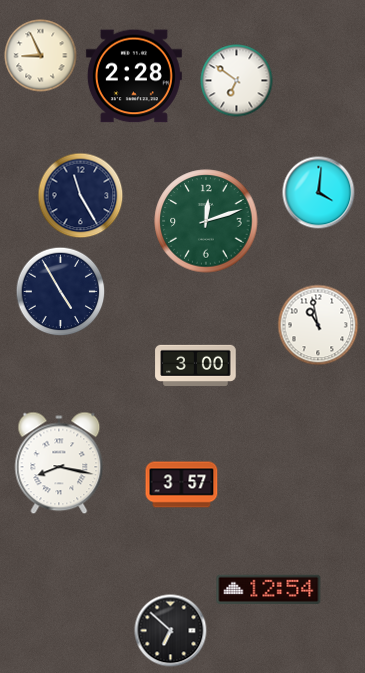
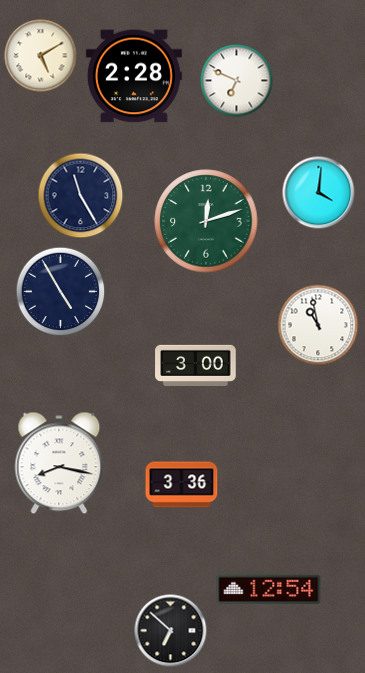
clock at (41, 56): 8:56 -> 5:10
clock at (237, 81): 6:51 -> 6:49
clock at (182, 485): 3:57 -> 3:36
